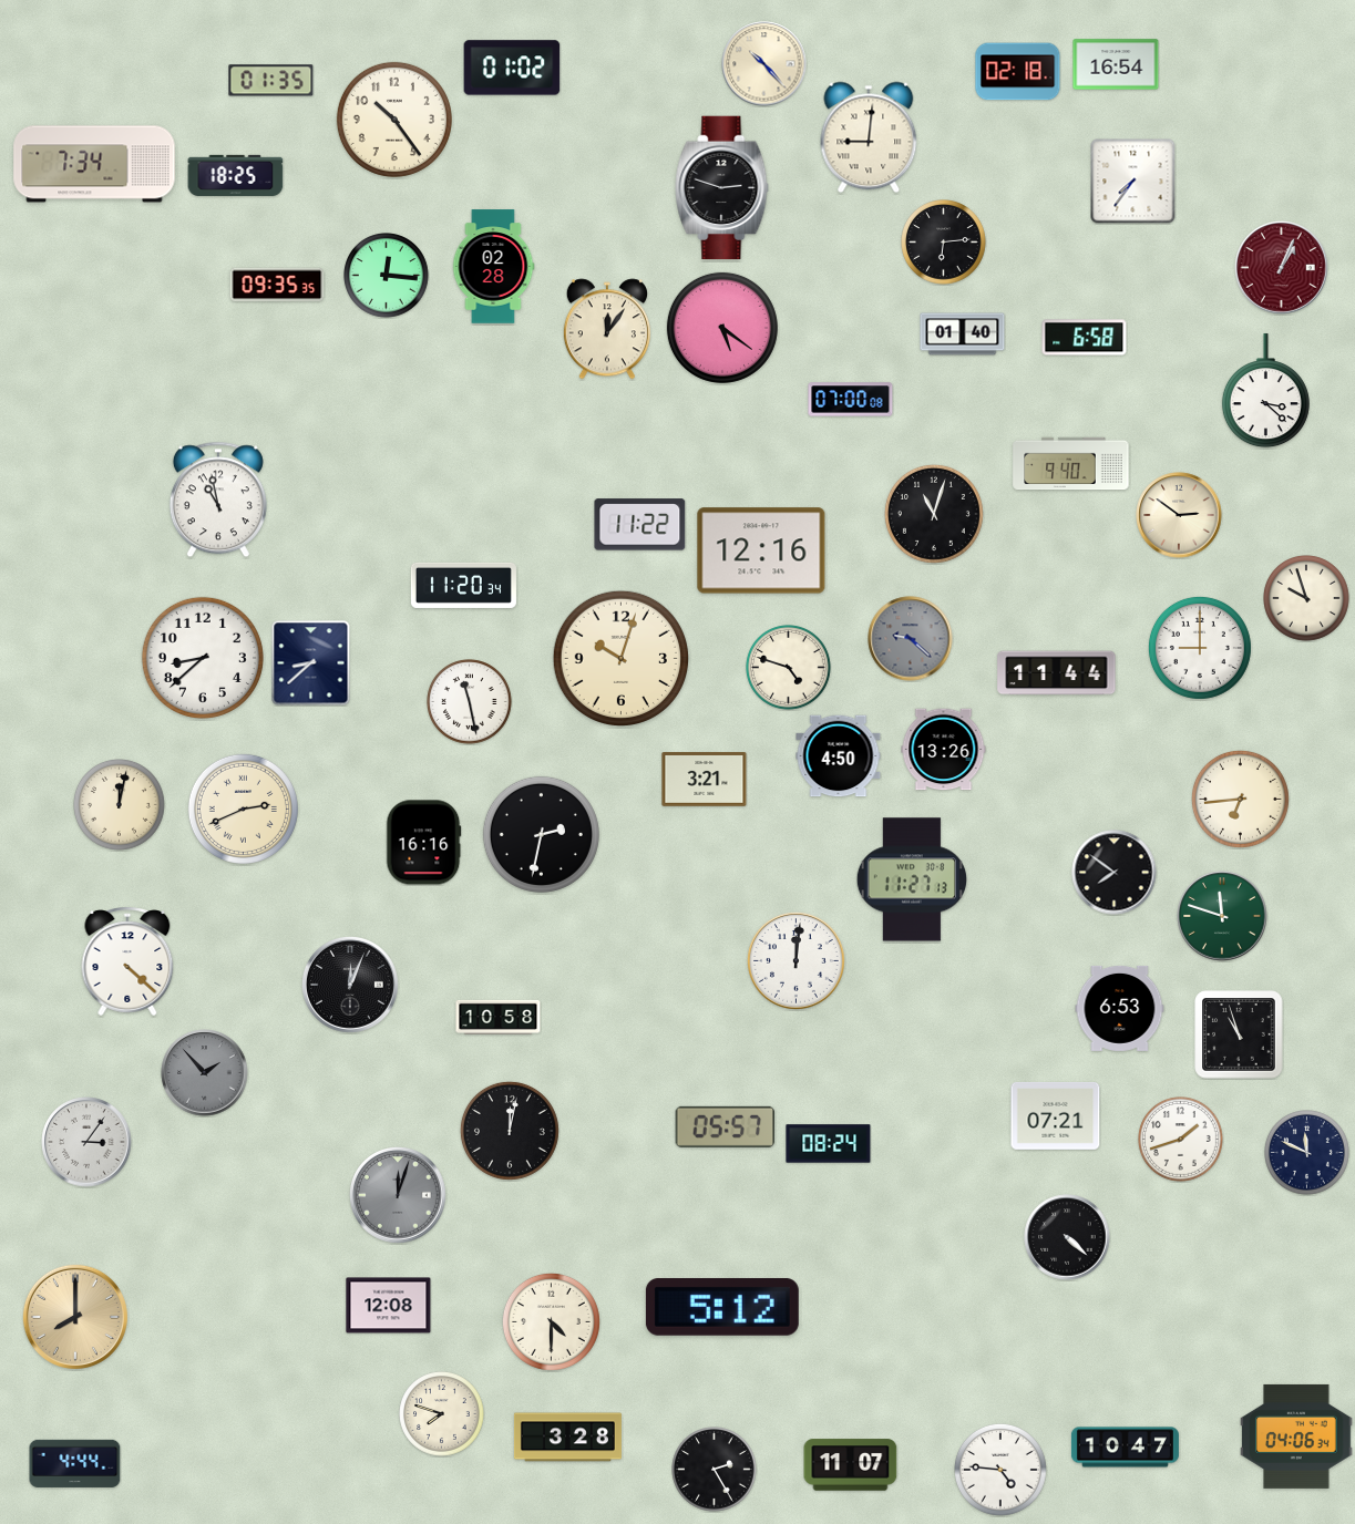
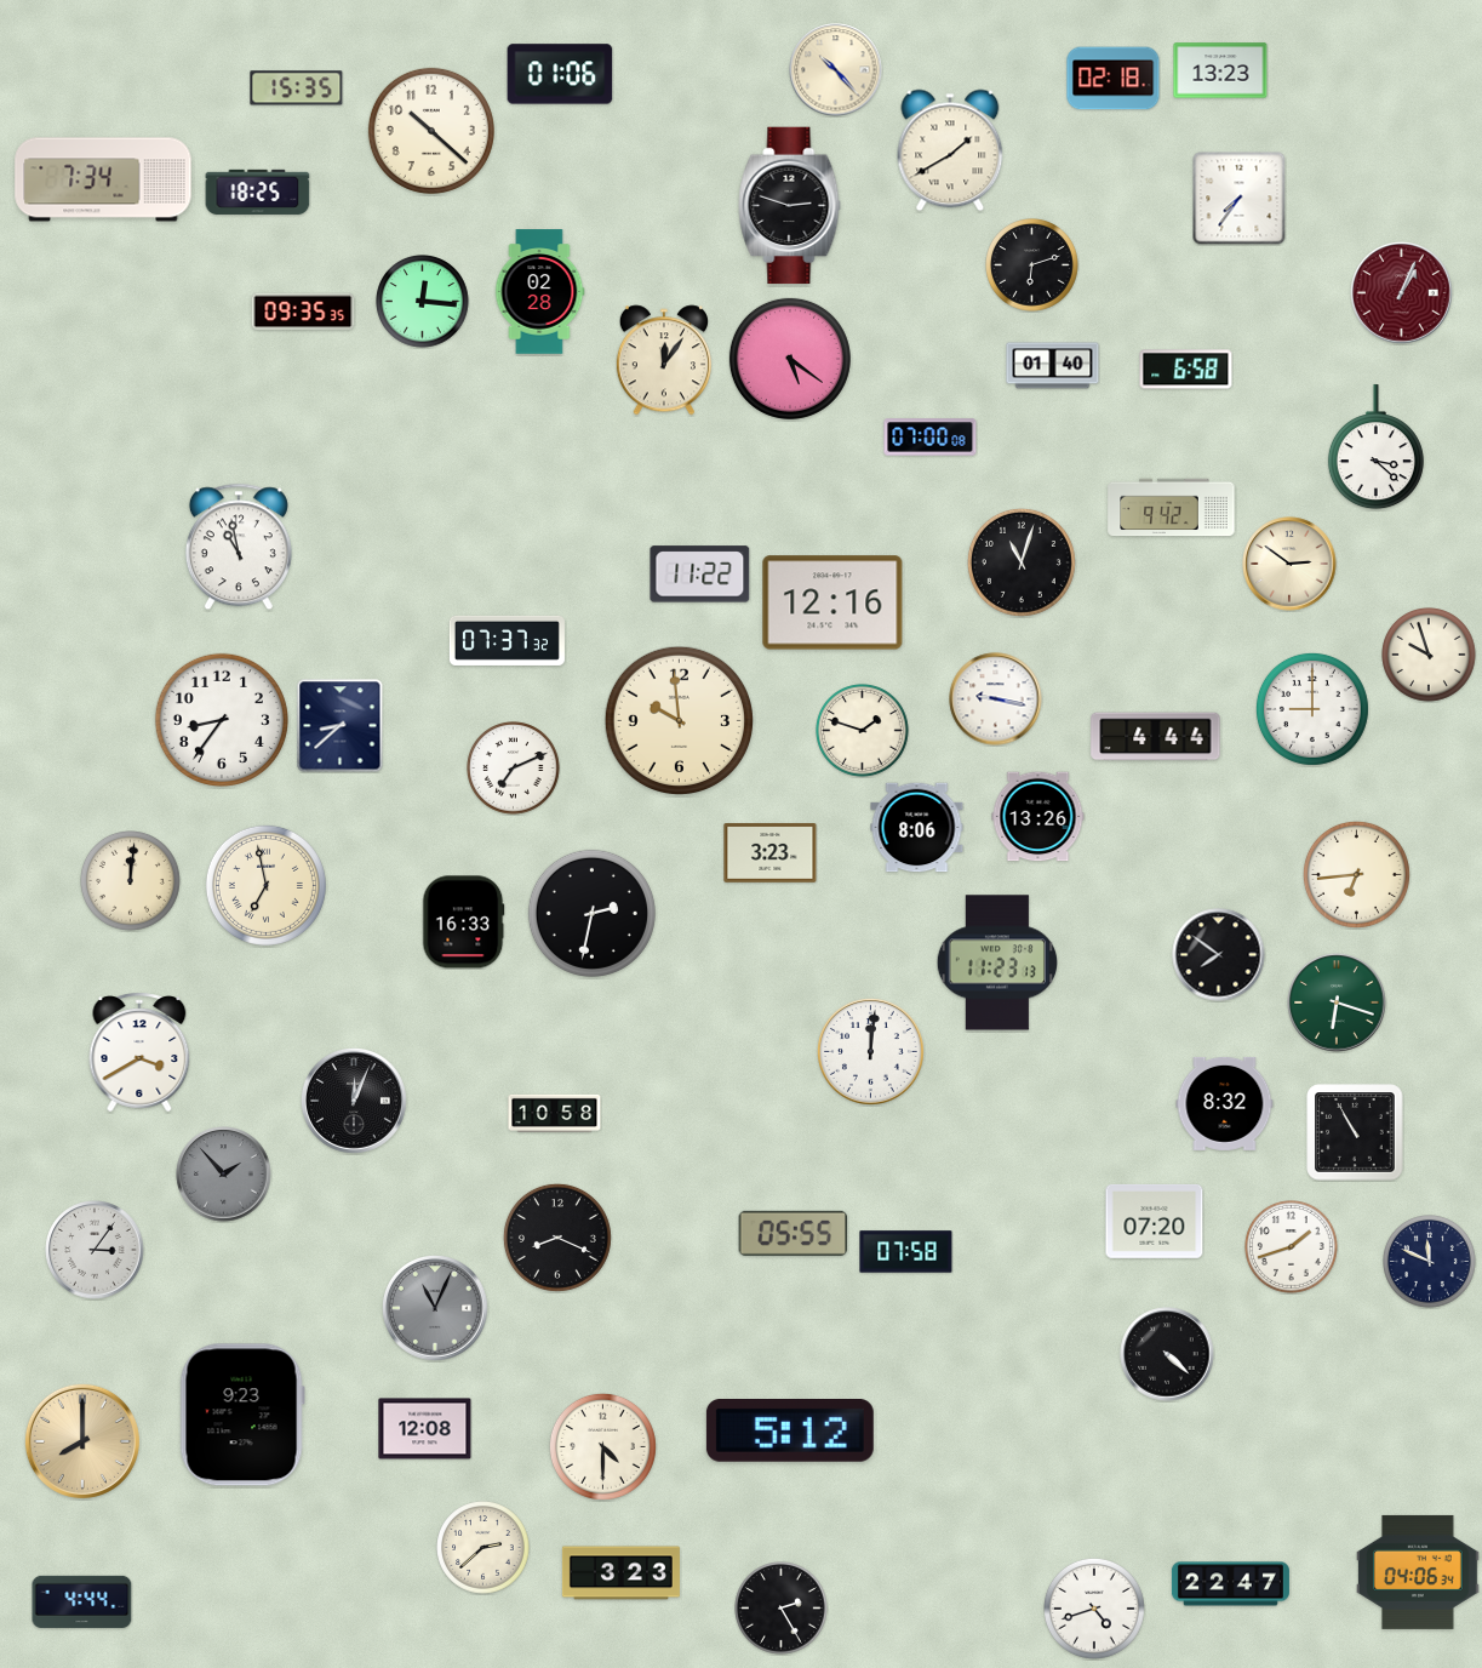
clock at (1116, 64): 16:54 -> 13:23
clock at (512, 68): 01:02 -> 01:06
clock at (271, 81): 01:35 -> 15:35
clock at (394, 120): 10:24 -> 10:22
clock at (869, 137): 9:01 -> 1:40
clock at (944, 243): 6:14 -> 6:12
clock at (1265, 391) position: (1265, 391) -> (1375, 447)
clock at (1071, 464): 9:40 -> 9:42
clock at (463, 585): 11:20 -> 07:37
clock at (911, 639): 9:22 -> 9:17
clock at (911, 639) dial: grey -> white
clock at (203, 658): 8:38 -> 8:36
clock at (620, 658): 10:03 -> 9:59
clock at (789, 668): 4:48 -> 1:48
clock at (1057, 673): 11:44 -> 4:44
clock at (470, 702): 11:28 -> 7:11
clock at (944, 750) position: (944, 750) -> (1038, 817)
clock at (839, 756): 4:50 -> 8:06
clock at (705, 780): 3:21 -> 3:23
clock at (120, 805): 12:02 -> 12:01
clock at (243, 809): 2:41 -> 6:58
clock at (424, 843): 16:16 -> 16:33
clock at (911, 879): 11:27 -> 11:23
clock at (1222, 916): 11:48 -> 6:18
clock at (127, 961): 4:22 -> 3:40
clock at (350, 985) position: (350, 985) -> (354, 1101)
clock at (1120, 1008): 6:53 -> 8:32
clock at (499, 1017) position: (499, 1017) -> (555, 1113)
clock at (1239, 1034): 10:57 -> 10:55
clock at (1056, 1115): 07:21 -> 07:20
clock at (726, 1126): 05:57 -> 05:55
clock at (510, 1131): 12:02 -> 8:19
clock at (829, 1144): 08:24 -> 07:58
clock at (398, 1195): 12:03 -> 11:04
clock at (242, 1415): none -> 9:23
clock at (442, 1414): 7:48 -> 2:38
clock at (567, 1438): 3:28 -> 3:23
clock at (1125, 1448): 10:47 -> 22:47
clock at (851, 1465): 11:07 -> none
clock at (1000, 1470): 4:46 -> 4:42
